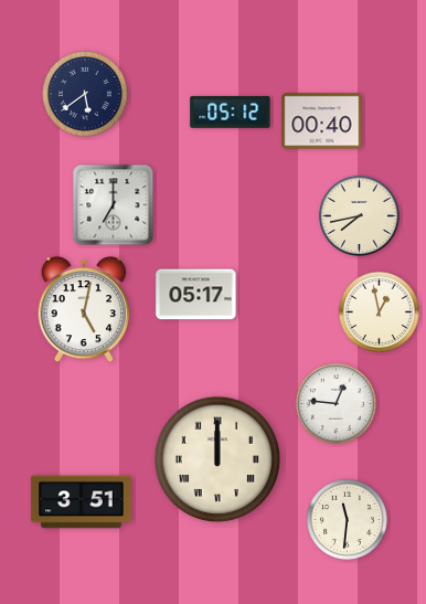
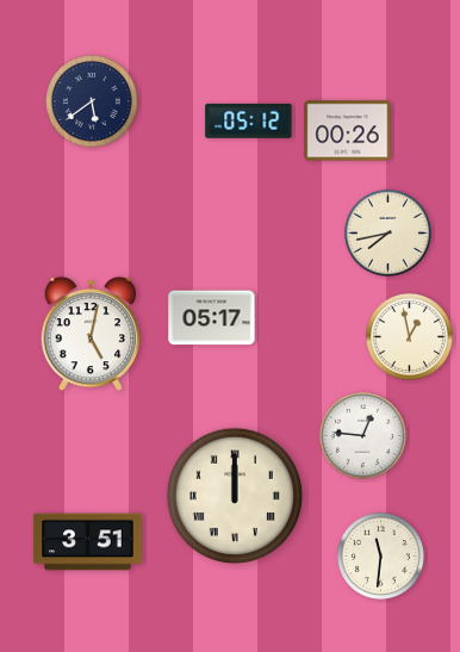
clock at (322, 121): 00:40 -> 00:26
clock at (114, 205): 7:00 -> none
clock at (347, 519) position: (347, 519) -> (380, 555)
